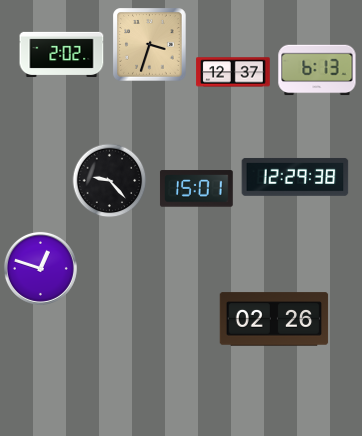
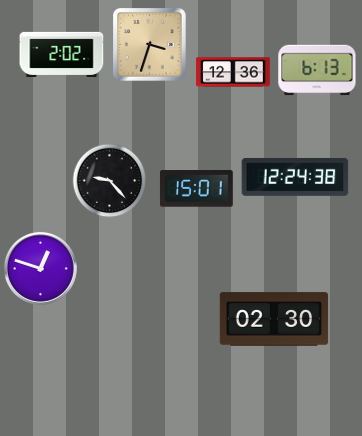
clock at (233, 72): 12:37 -> 12:36
clock at (295, 177): 12:29 -> 12:24
clock at (274, 319): 02:26 -> 02:30
